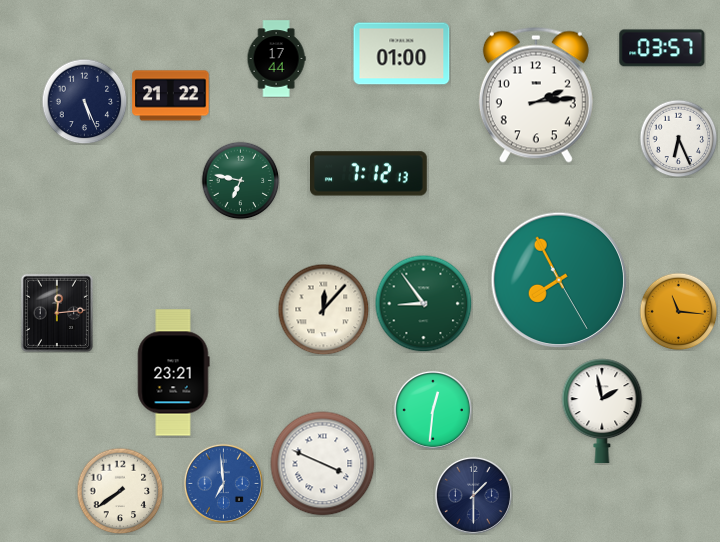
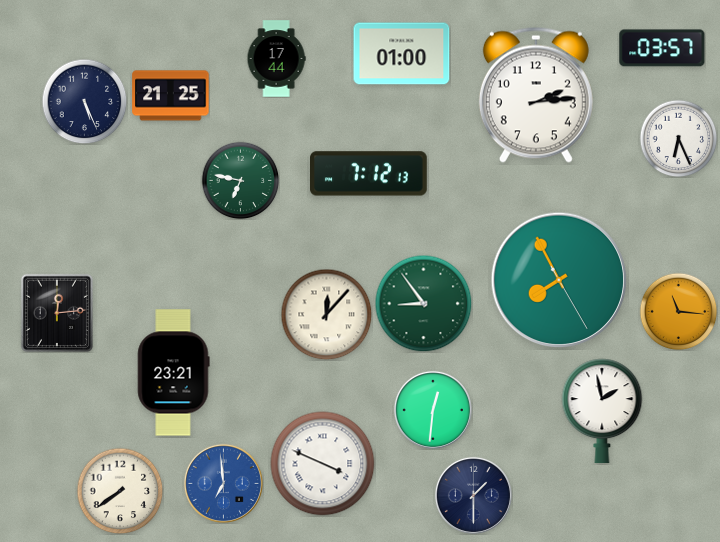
clock at (171, 96): 21:22 -> 21:25
clock at (323, 309) position: (323, 309) -> (326, 314)
